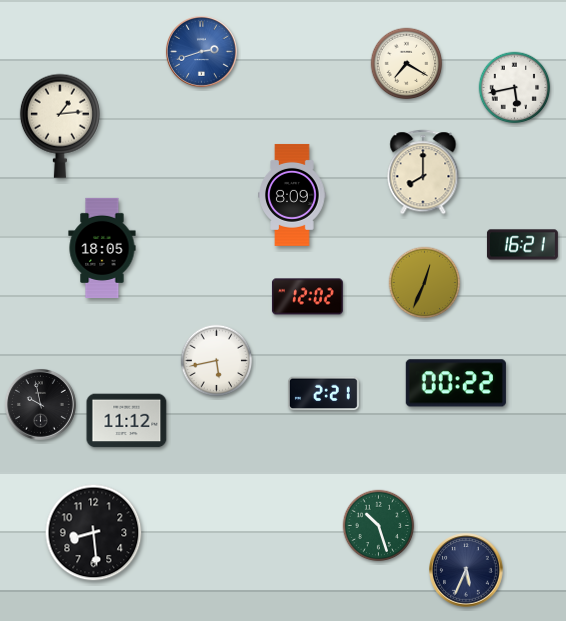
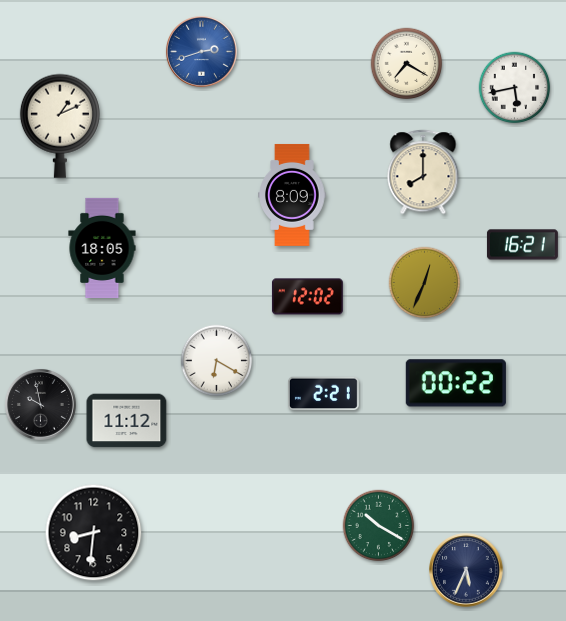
clock at (60, 126): 1:14 -> 1:11
clock at (217, 361): 5:43 -> 6:20
clock at (379, 526): 10:27 -> 10:20
clock at (94, 533): 8:29 -> 8:31
